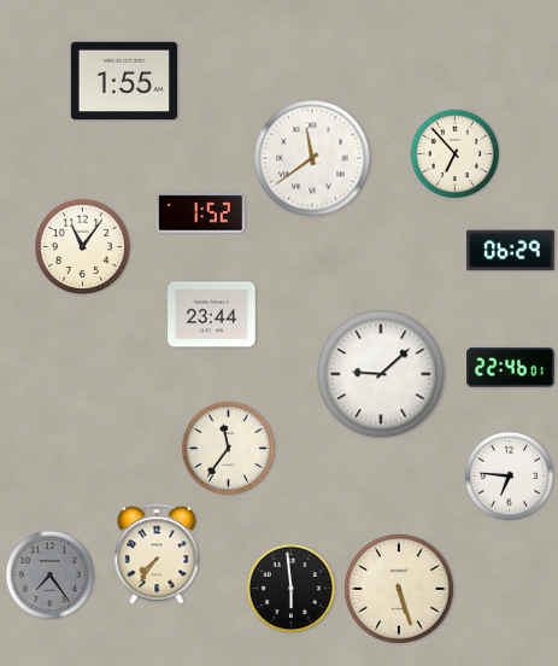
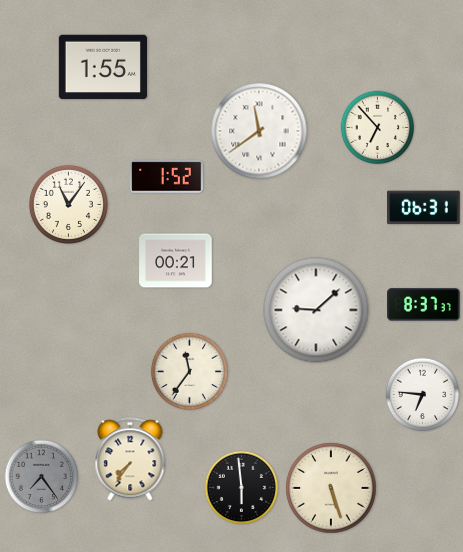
clock at (511, 251): 06:29 -> 06:31
clock at (212, 315): 23:44 -> 00:21
clock at (511, 368): 22:46 -> 8:37
